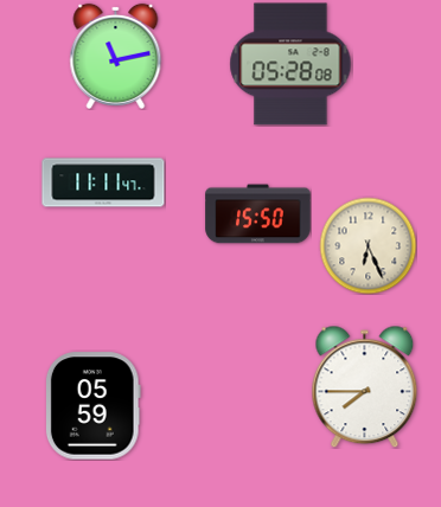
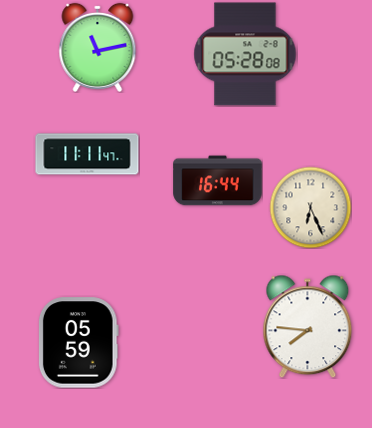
clock at (258, 214): 15:50 -> 16:44
clock at (365, 386): 7:45 -> 7:46
